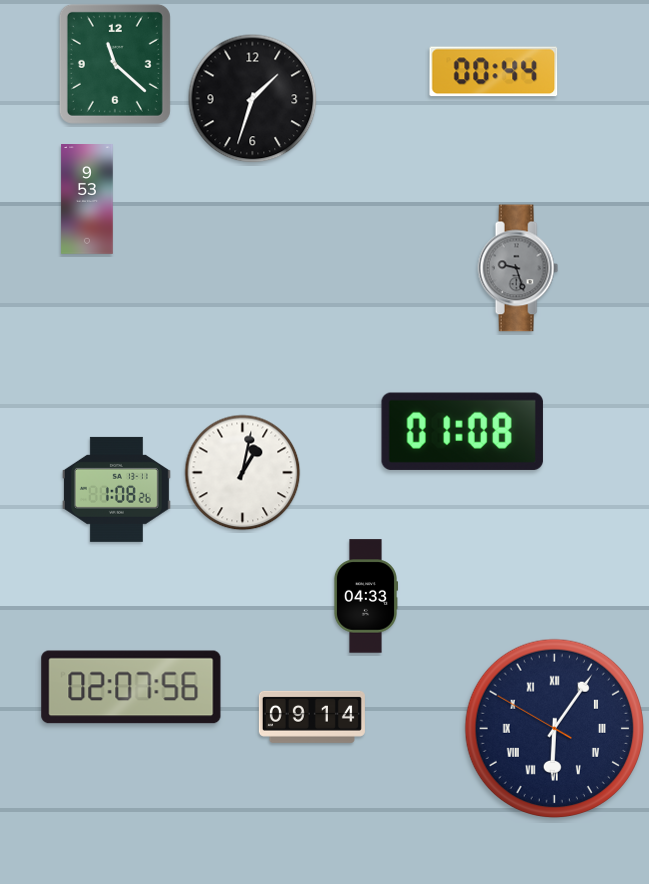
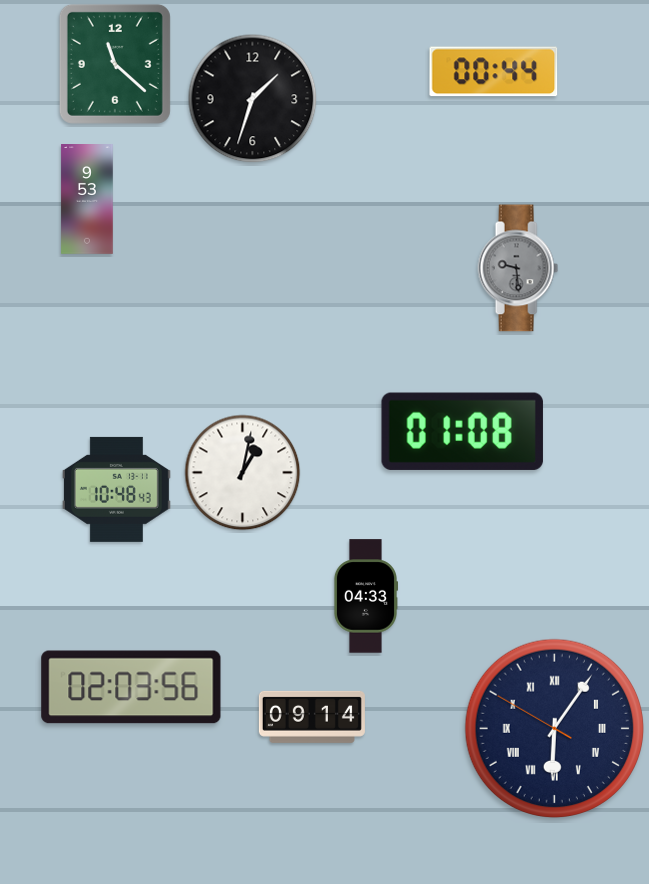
clock at (518, 268): 9:27 -> 9:29
clock at (116, 489): 1:08 -> 10:48
clock at (131, 687): 02:07 -> 02:03
